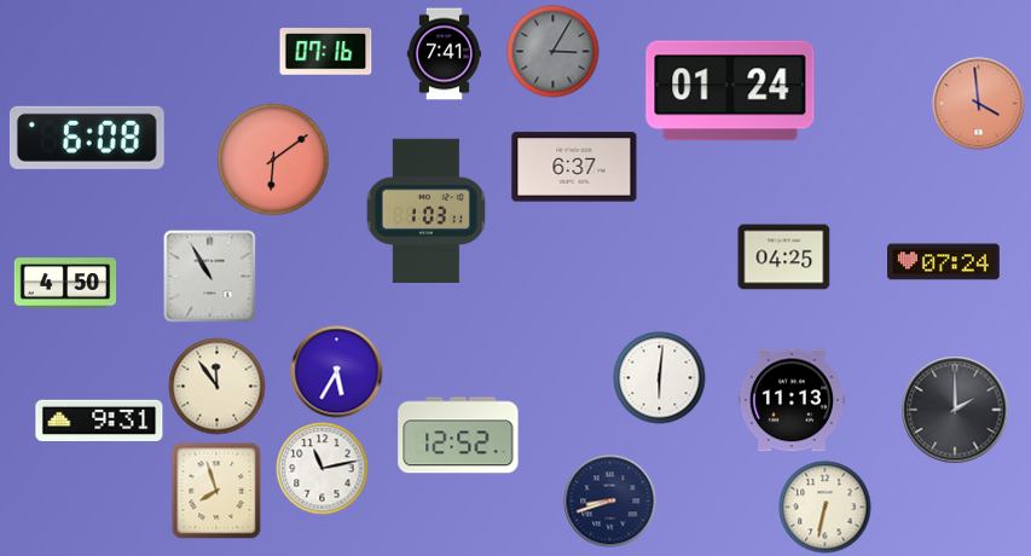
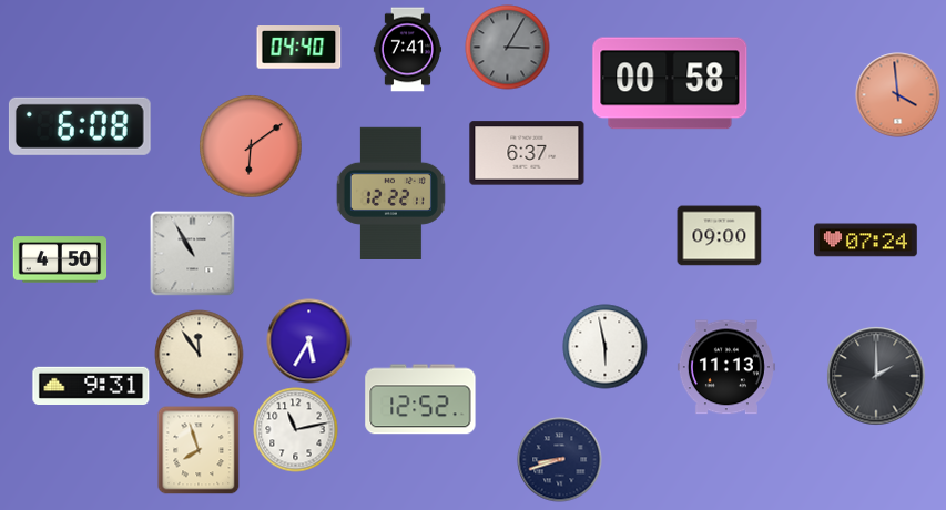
clock at (326, 52): 07:16 -> 04:40
clock at (730, 91): 01:24 -> 00:58
clock at (425, 210): 1:03 -> 12:22
clock at (784, 257): 04:25 -> 09:00
clock at (660, 378): 6:01 -> 5:58
clock at (826, 508): 6:32 -> none
